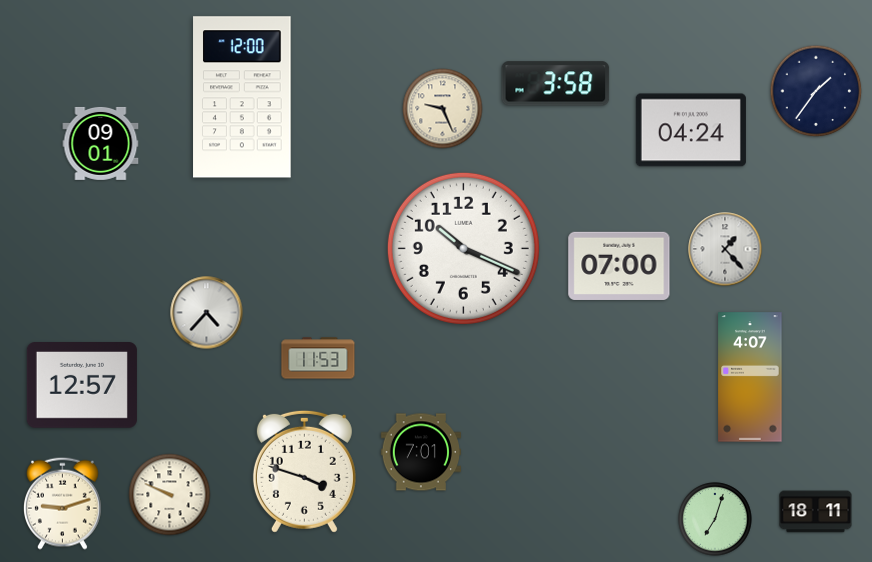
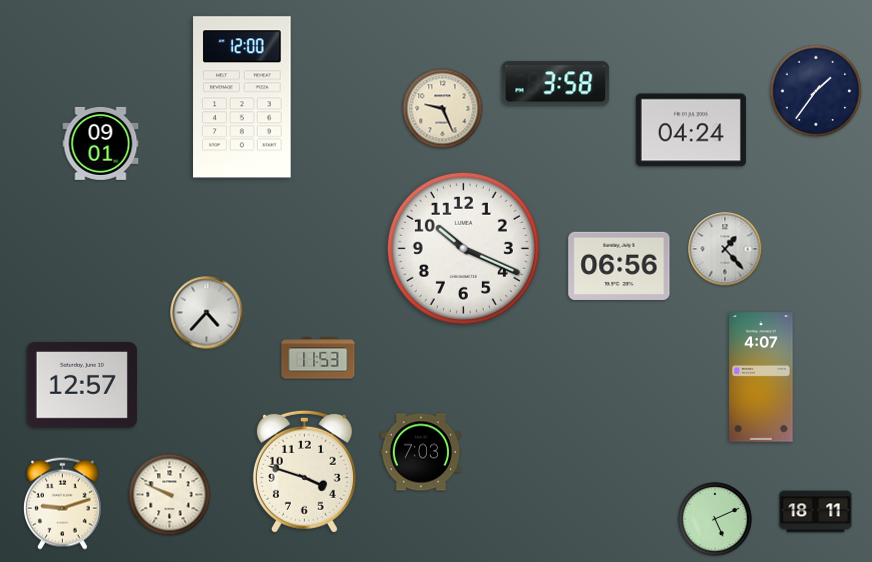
clock at (619, 265): 07:00 -> 06:56
clock at (750, 377) position: (750, 377) -> (761, 377)
clock at (420, 452): 7:01 -> 7:03
clock at (715, 519): 7:03 -> 5:11
